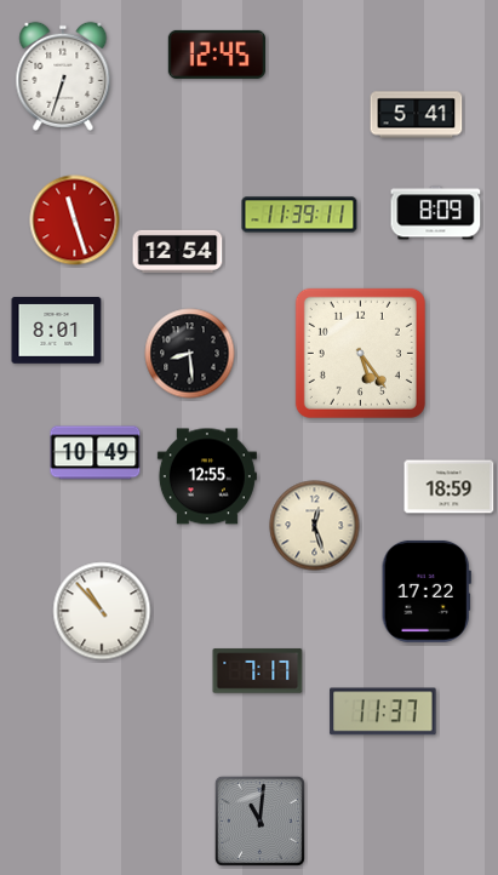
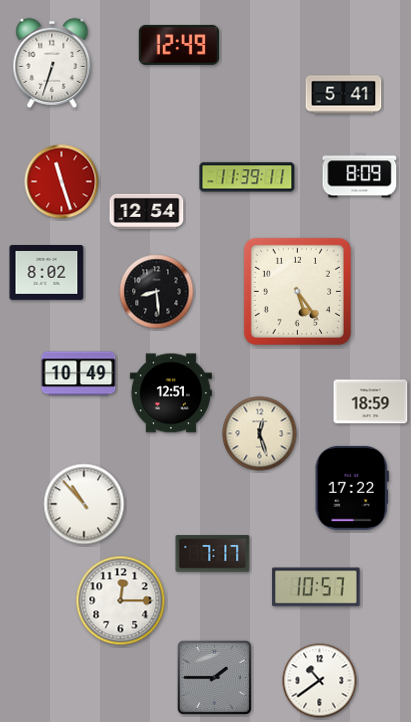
clock at (216, 55): 12:45 -> 12:49
clock at (178, 251) position: (178, 251) -> (147, 211)
clock at (57, 331): 8:01 -> 8:02
clock at (207, 476): 12:55 -> 12:51
clock at (383, 711): 11:37 -> 10:57
clock at (121, 601): none -> 12:15
clock at (259, 820): 11:01 -> 1:45
clock at (320, 681): none -> 10:39
